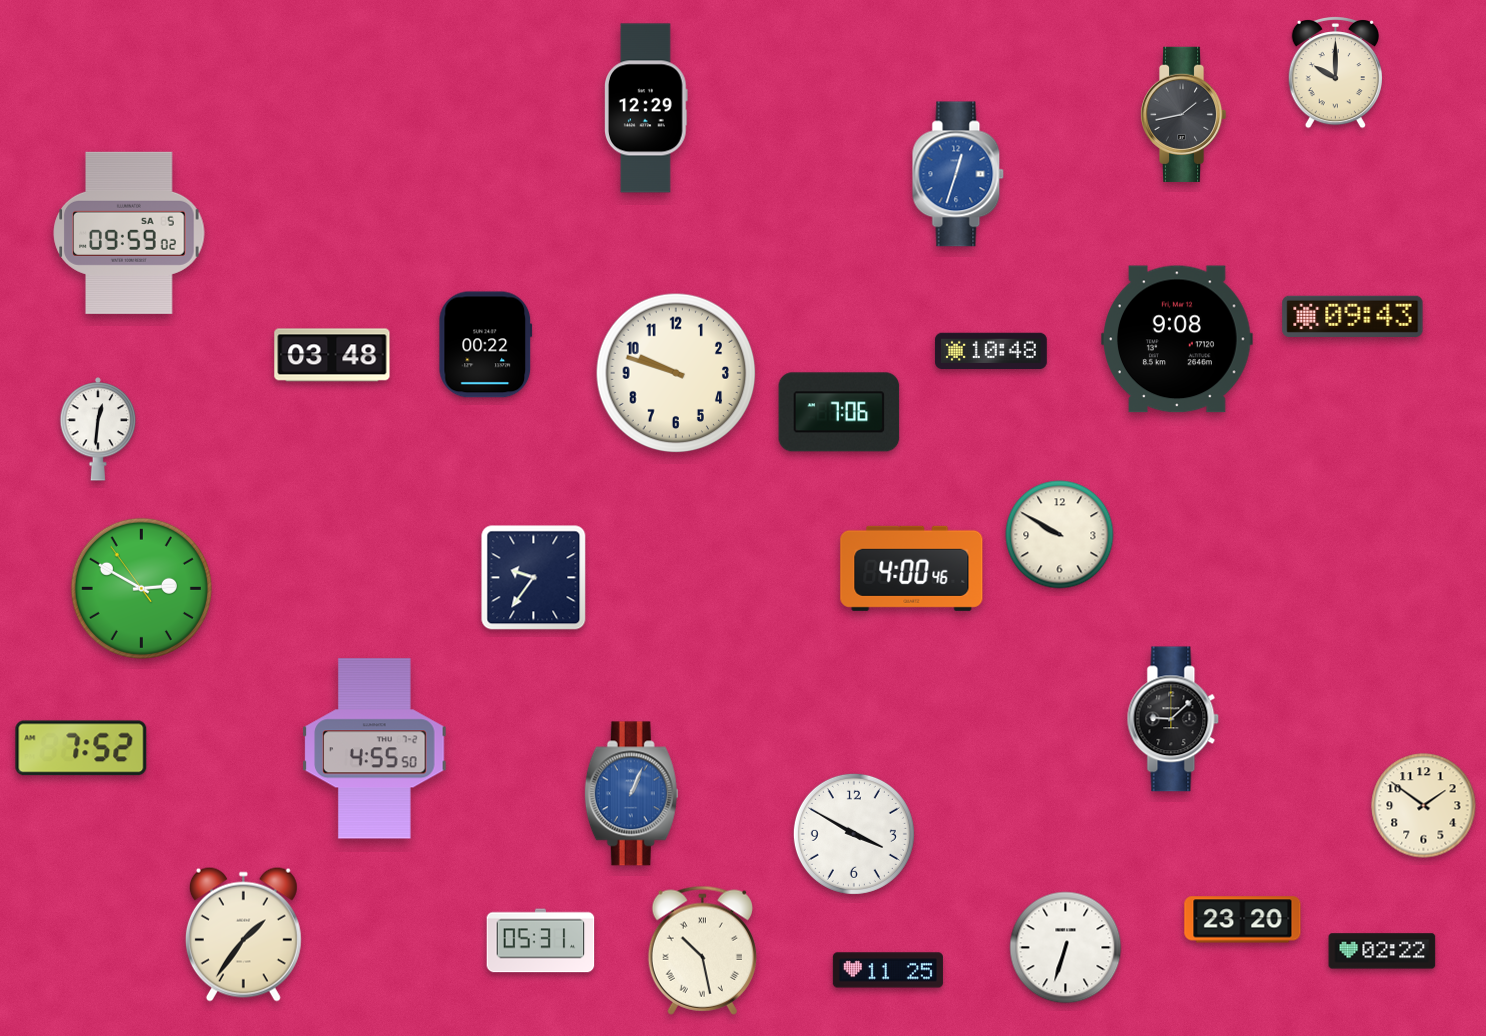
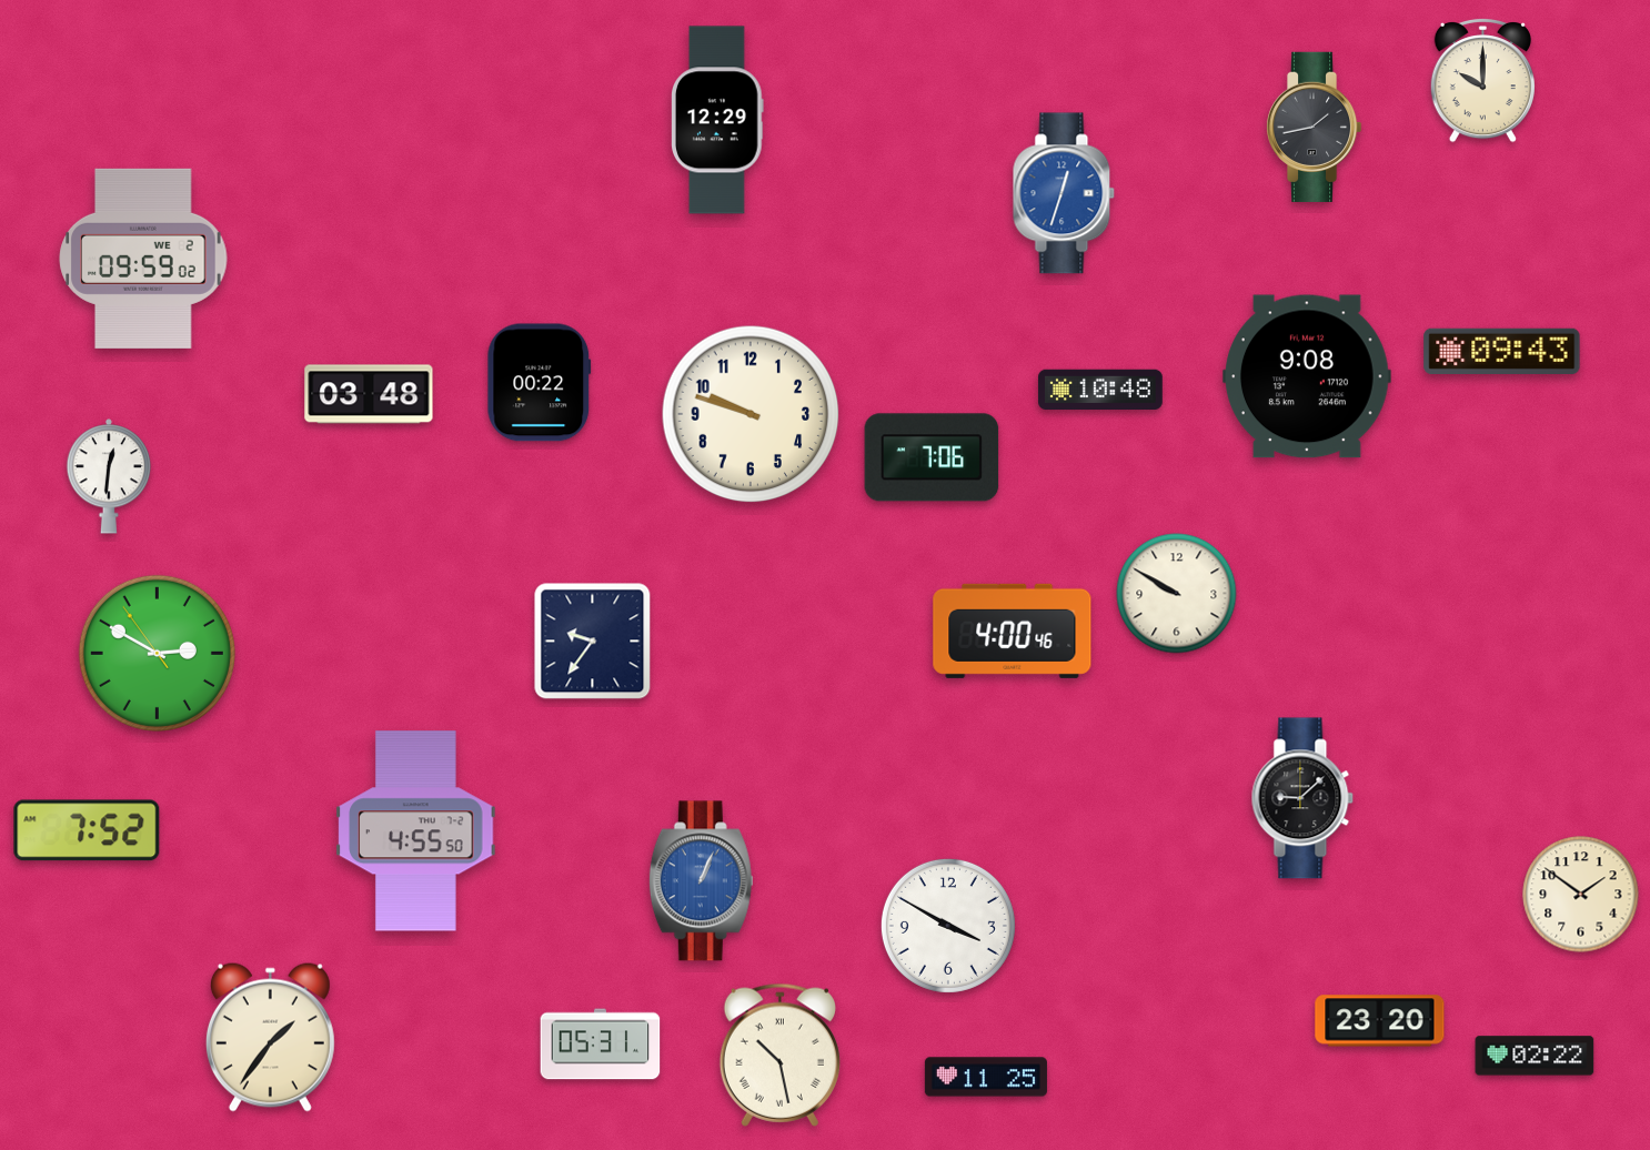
clock at (129, 233) date: SA 5 -> WE 2
clock at (81, 748) position: (81, 748) -> (87, 830)
clock at (1066, 948): 6:33 -> none
